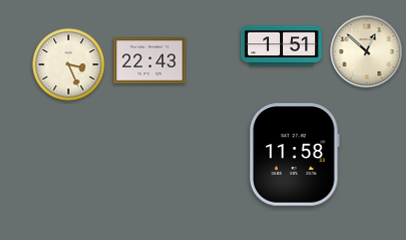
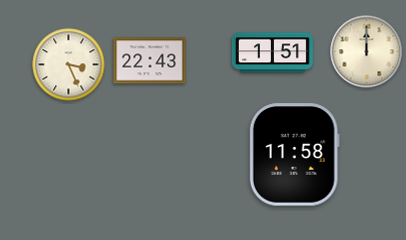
clock at (281, 46) position: (281, 46) -> (272, 53)
clock at (367, 52): 12:52 -> 12:00
